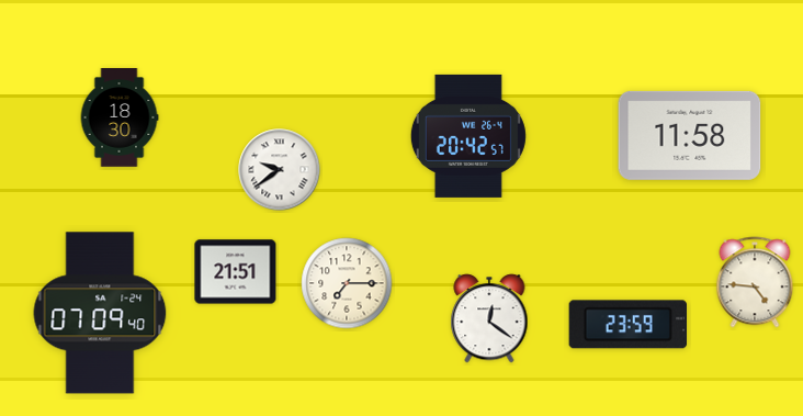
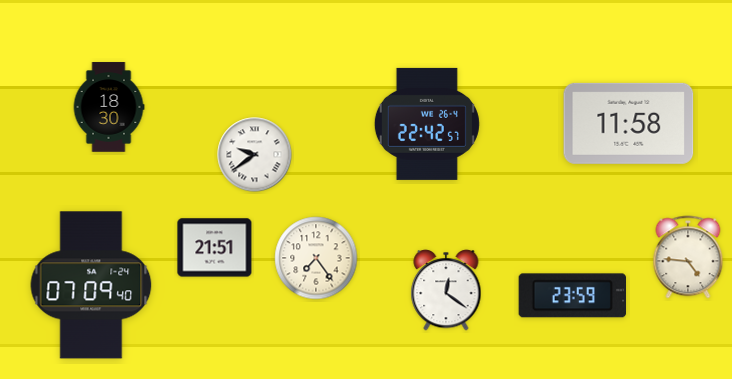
clock at (468, 136): 20:42 -> 22:42
clock at (347, 283): 7:15 -> 7:24
